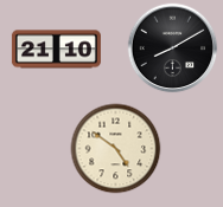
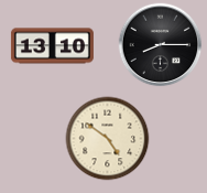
clock at (173, 48): 8:10 -> 8:15
clock at (56, 50): 21:10 -> 13:10
